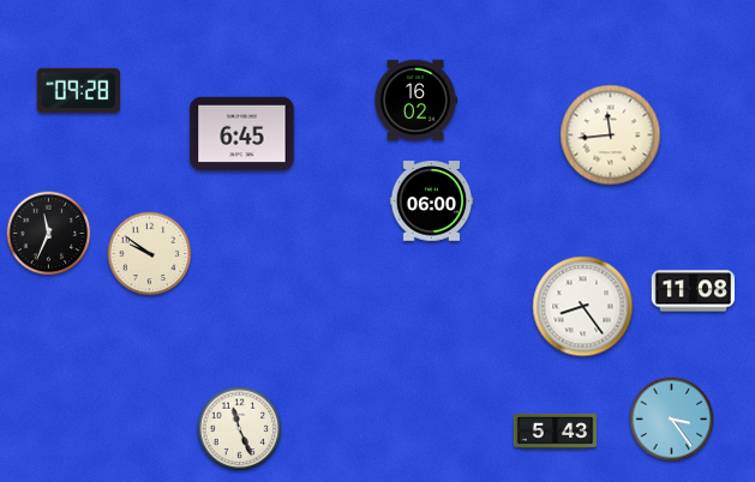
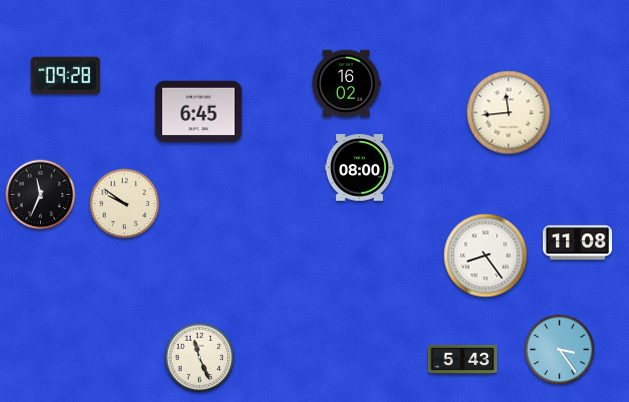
clock at (242, 134) position: (242, 134) -> (199, 112)
clock at (432, 201): 06:00 -> 08:00
clock at (150, 254) position: (150, 254) -> (125, 204)
